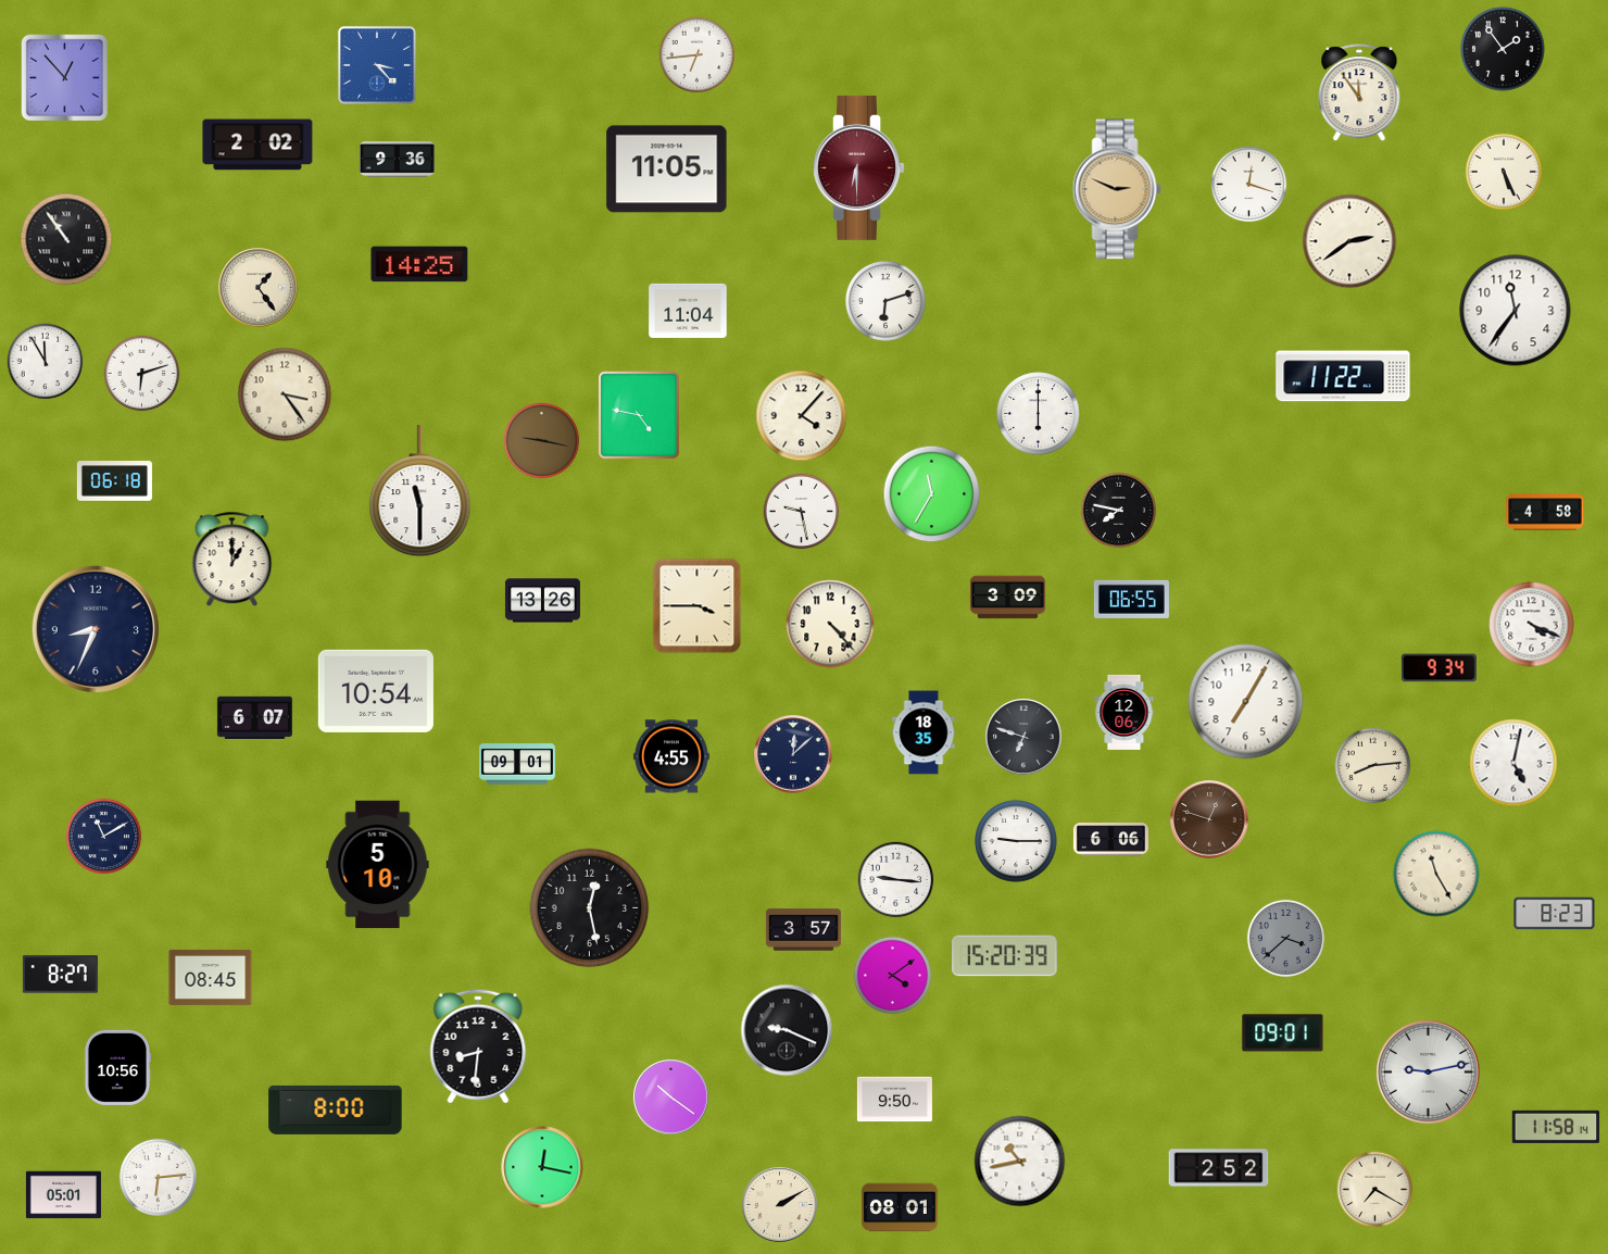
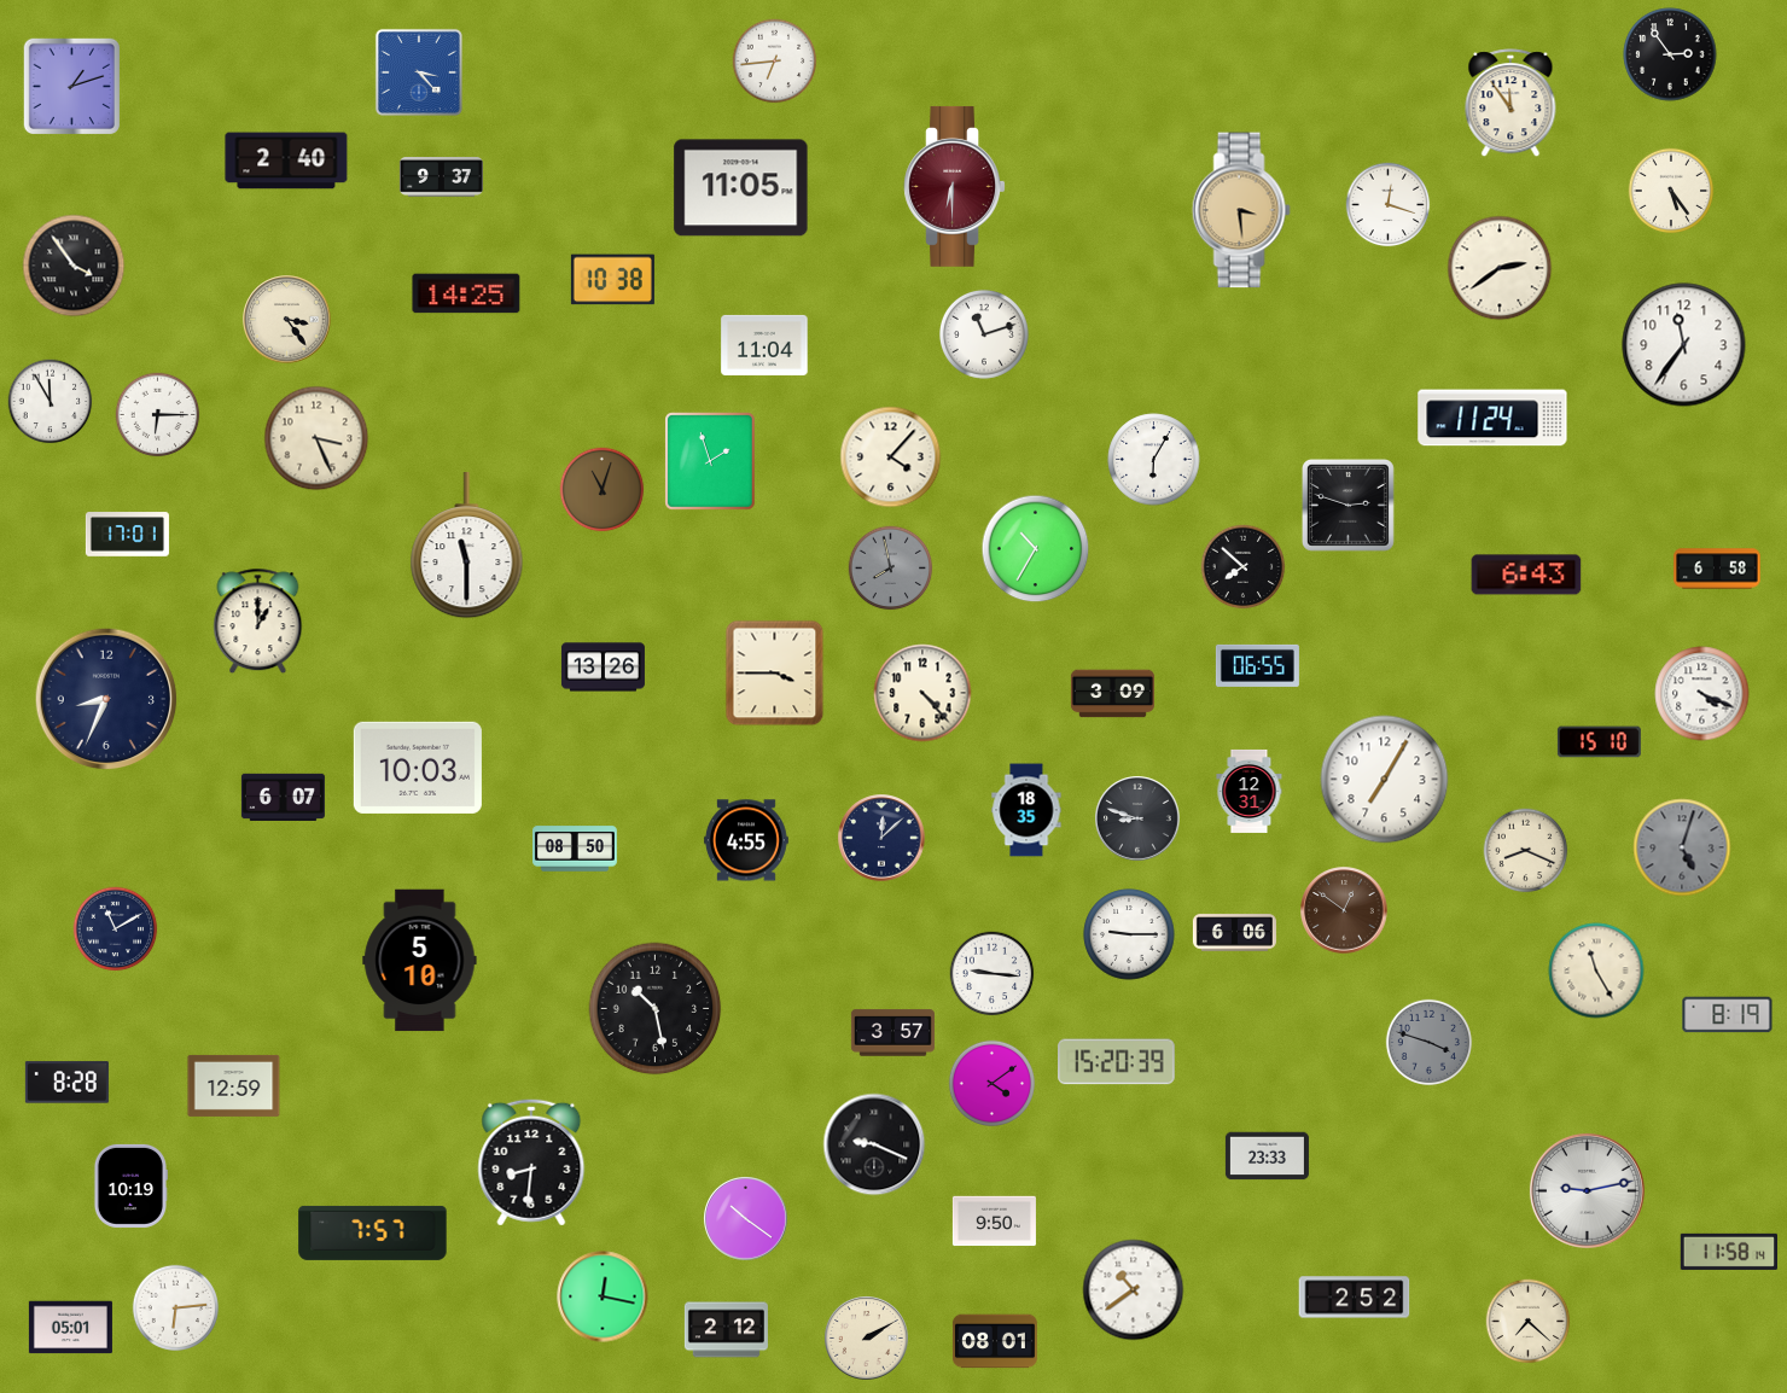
clock at (1503, 49): 1:54 -> 2:54
clock at (64, 77): 12:53 -> 1:12
clock at (257, 145): 2:02 -> 2:40
clock at (397, 160): 9:36 -> 9:37
clock at (1504, 172): 5:26 -> 5:24
clock at (1117, 189): 2:49 -> 3:29
clock at (66, 239): 10:54 -> 3:54
clock at (612, 280): none -> 10:38
clock at (259, 288): 1:24 -> 3:24
clock at (885, 301): 6:12 -> 11:12
clock at (142, 374): 6:12 -> 6:15
clock at (1343, 376): 11:22 -> 11:24
clock at (285, 394): 3:24 -> 3:26
clock at (1039, 414): 6:00 -> 6:05
clock at (639, 415): 4:47 -> 1:57
clock at (802, 416) position: (802, 416) -> (891, 457)
clock at (542, 441): 9:17 -> 11:03
clock at (1347, 505): none -> 2:48
clock at (114, 481): 06:18 -> 17:01
clock at (932, 494): 11:35 -> 10:35
clock at (1119, 511): 7:47 -> 7:52
clock at (802, 512): 9:28 -> 7:58
clock at (802, 512) dial: white -> grey
clock at (1545, 512): 4:58 -> 6:58
clock at (1526, 575): none -> 6:43
clock at (1007, 598) position: (1007, 598) -> (1112, 694)
clock at (1439, 668): 9:34 -> 15:10
clock at (376, 691): 10:54 -> 10:03
clock at (1125, 712): 12:06 -> 12:31
clock at (924, 732) position: (924, 732) -> (1026, 810)
clock at (1023, 737): 6:48 -> 8:48
clock at (1513, 763): 5:02 -> 5:03
clock at (1513, 763) dial: white -> grey
clock at (518, 764): 09:01 -> 08:50
clock at (1373, 766): 8:14 -> 8:19
clock at (1209, 819): 12:48 -> 12:51
clock at (896, 880) position: (896, 880) -> (993, 974)
clock at (590, 908): 12:28 -> 10:28
clock at (1555, 914): 8:23 -> 8:19
clock at (1285, 938): 3:38 -> 3:48
clock at (60, 975): 8:27 -> 8:28
clock at (211, 977): 08:45 -> 12:59
clock at (1283, 1033): 09:01 -> none
clock at (1267, 1156): none -> 23:33
clock at (117, 1067): 10:56 -> 10:19
clock at (336, 1109): 8:00 -> 7:57
clock at (1020, 1162): 10:43 -> 10:39
clock at (1375, 1190): 7:20 -> 7:22
clock at (726, 1330): none -> 2:12
clock at (900, 1207) position: (900, 1207) -> (995, 1341)
